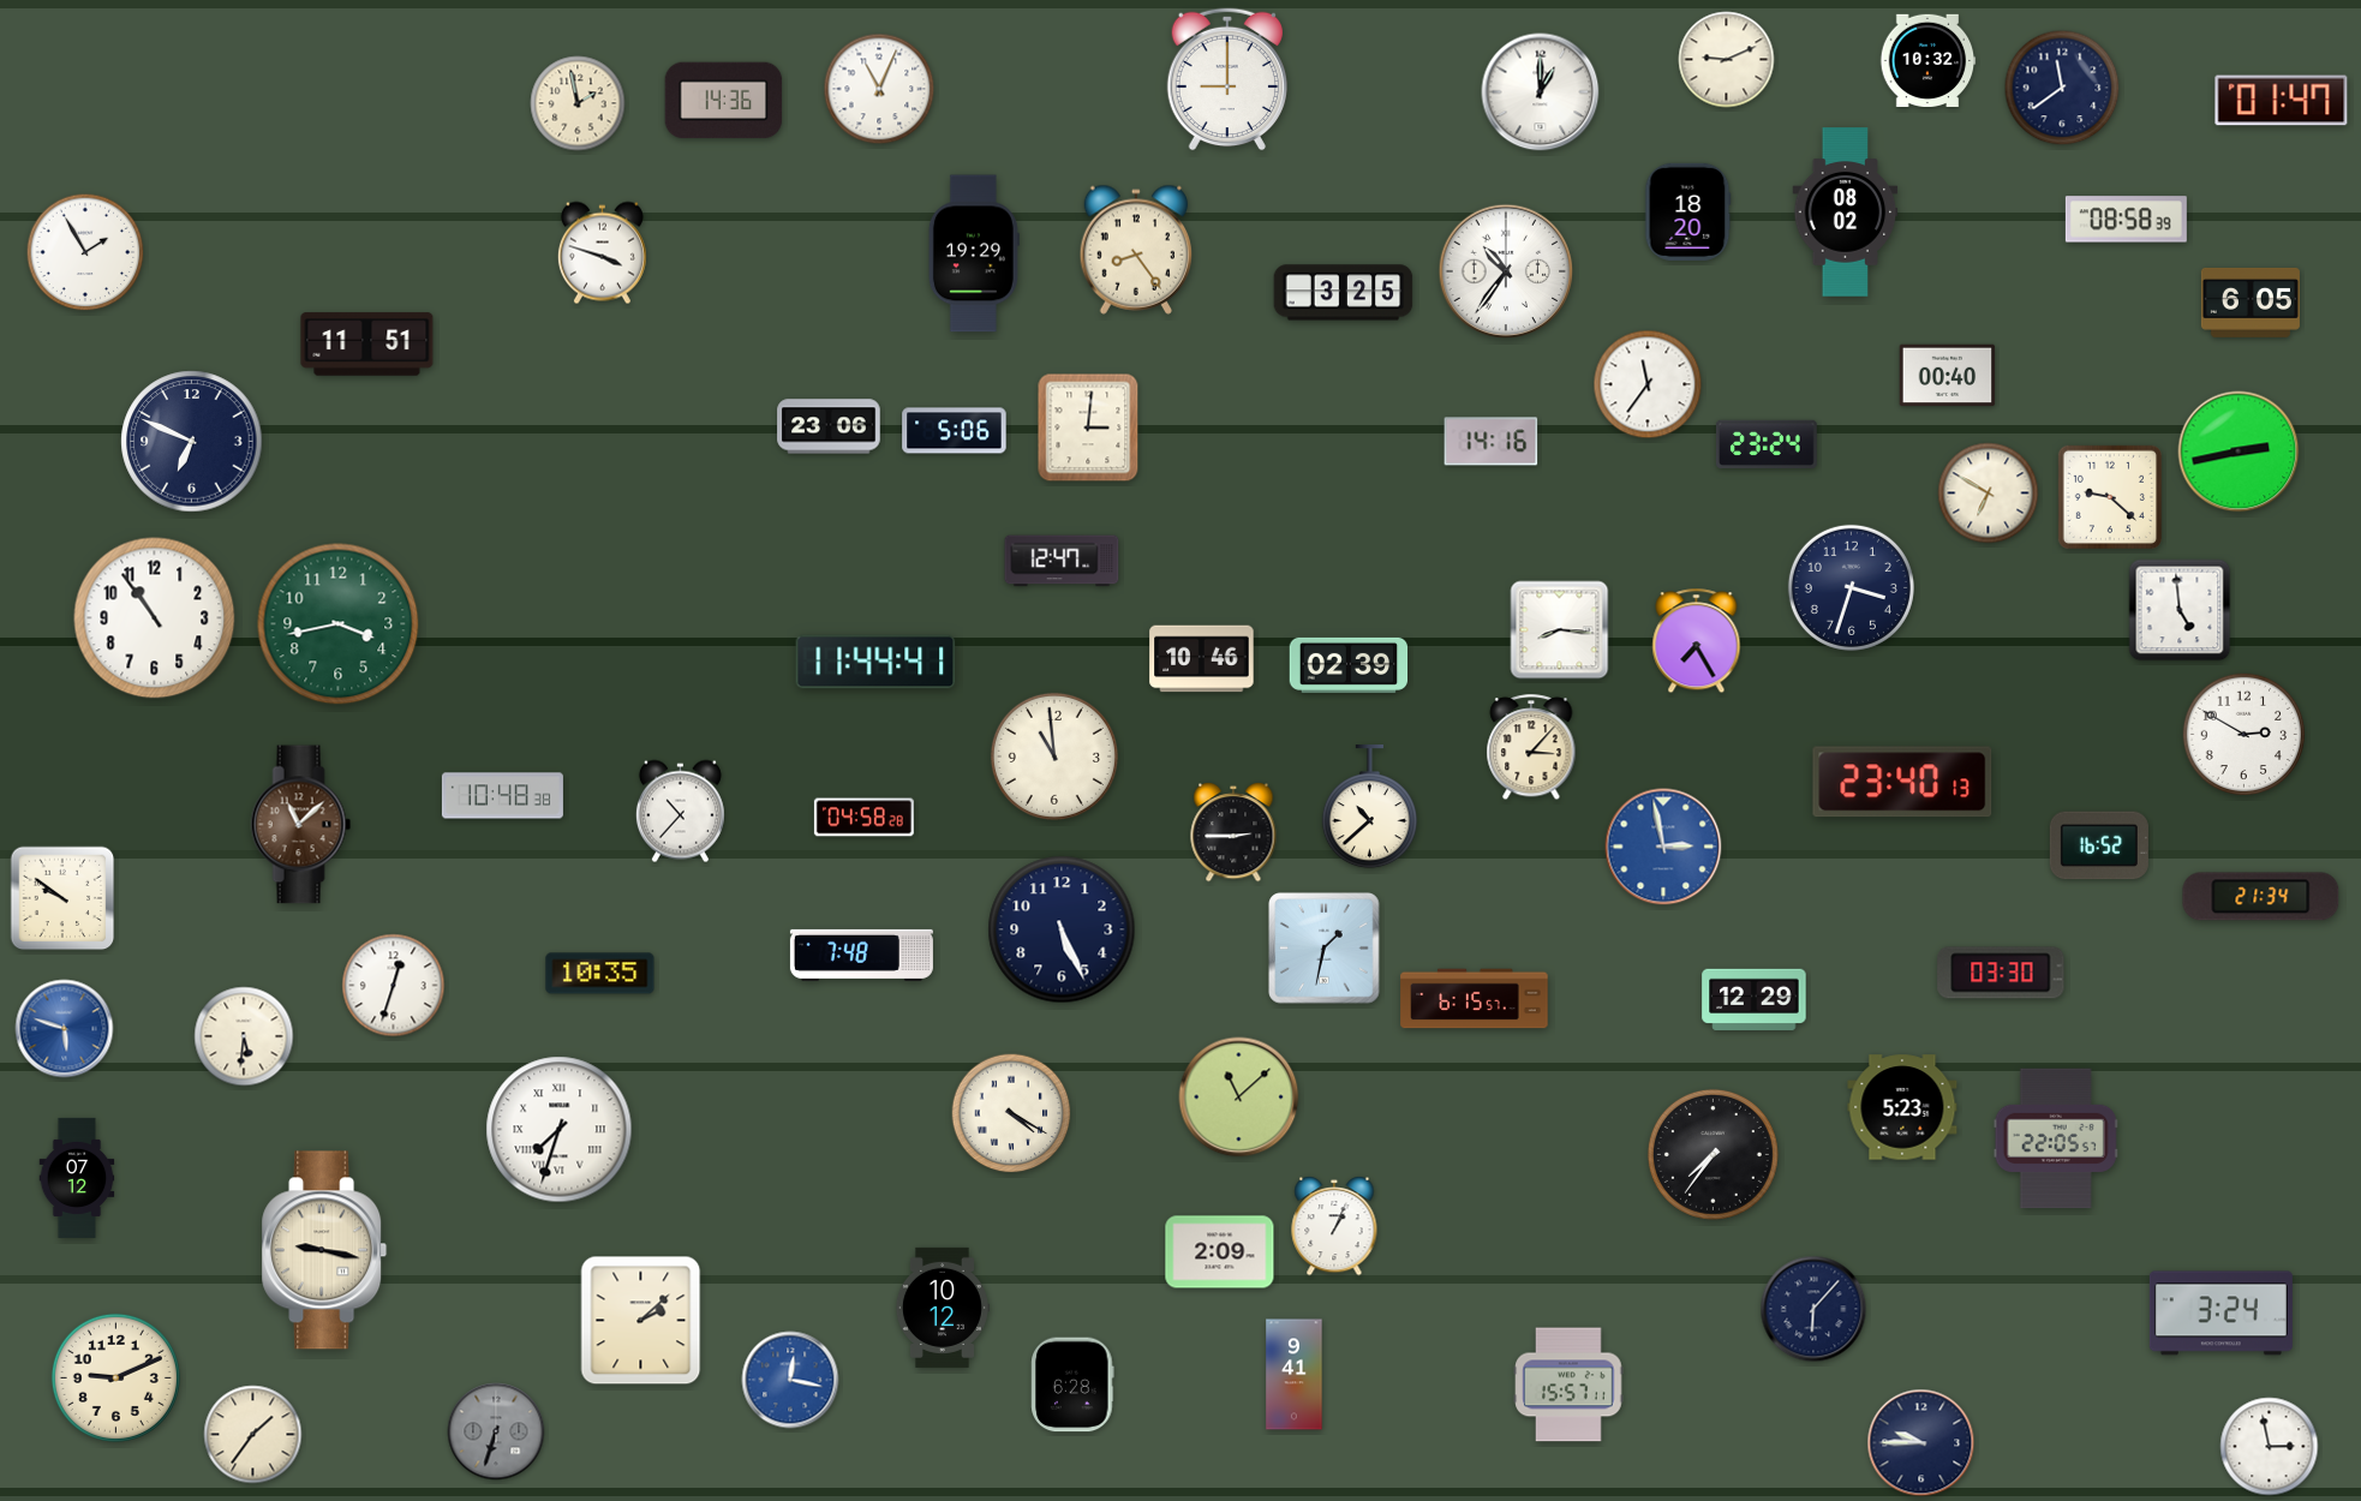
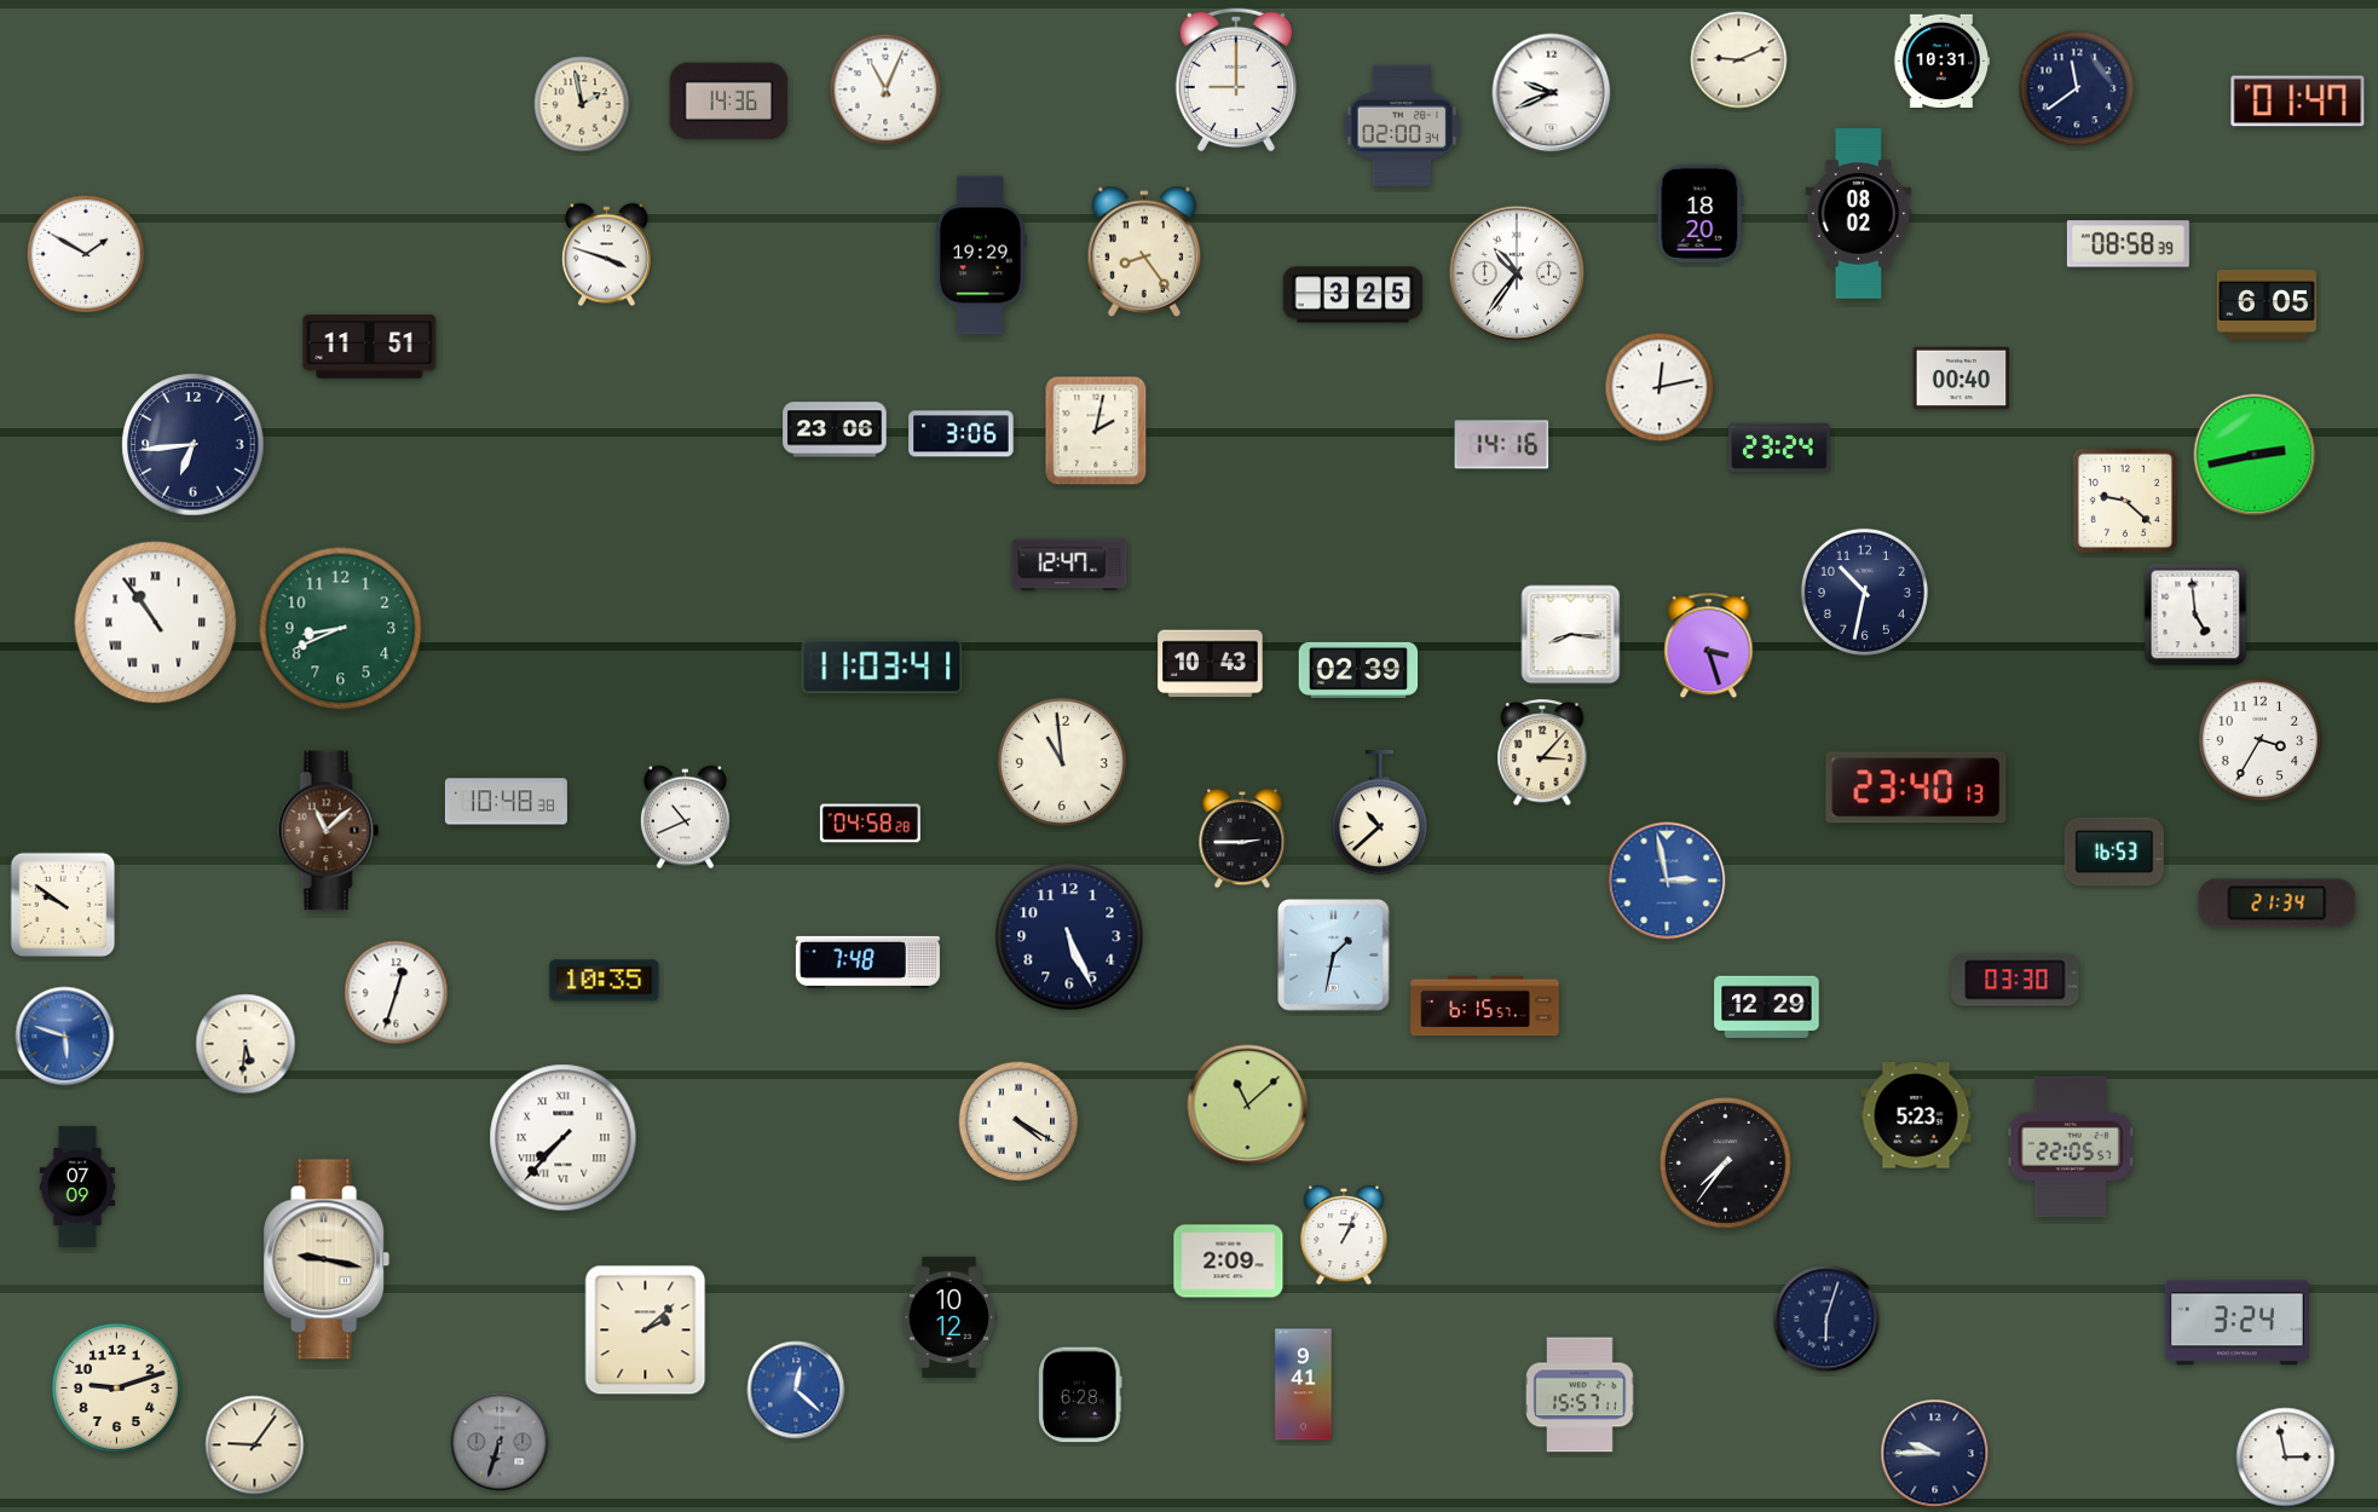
clock at (1927, 60): 10:32 -> 10:31
clock at (1541, 92): 1:00 -> 9:41
clock at (1402, 126): none -> 02:00
clock at (2126, 220) position: (2126, 220) -> (2128, 244)
clock at (85, 252): 1:55 -> 1:50
clock at (1648, 384): 11:36 -> 12:13
clock at (1088, 427): 3:01 -> 2:02
clock at (955, 431): 5:06 -> 3:06
clock at (192, 442): 6:49 -> 6:44
clock at (1989, 494): 6:50 -> none
clock at (1851, 587): 3:33 -> 10:32
clock at (155, 618) numerals: Arabic -> Roman
clock at (339, 624): 3:43 -> 8:41
clock at (1697, 641): 7:25 -> 3:27
clock at (1202, 659): 10:46 -> 10:43
clock at (875, 662): 11:44 -> 11:03
clock at (2245, 735): 2:50 -> 3:35
clock at (680, 812): 10:37 -> 10:41
clock at (301, 825) position: (301, 825) -> (329, 831)
clock at (2099, 845): 16:52 -> 16:53
clock at (1663, 847) position: (1663, 847) -> (1667, 881)
clock at (560, 1130): 7:33 -> 7:37
clock at (77, 1178): 07:12 -> 07:09
clock at (1813, 1309): 6:07 -> 6:03
clock at (115, 1377): 9:11 -> 9:12
clock at (790, 1380): 12:17 -> 12:22
clock at (253, 1435): 1:36 -> 9:06
